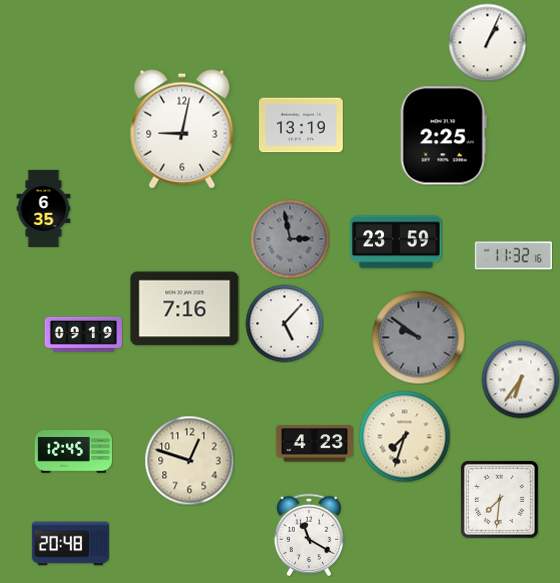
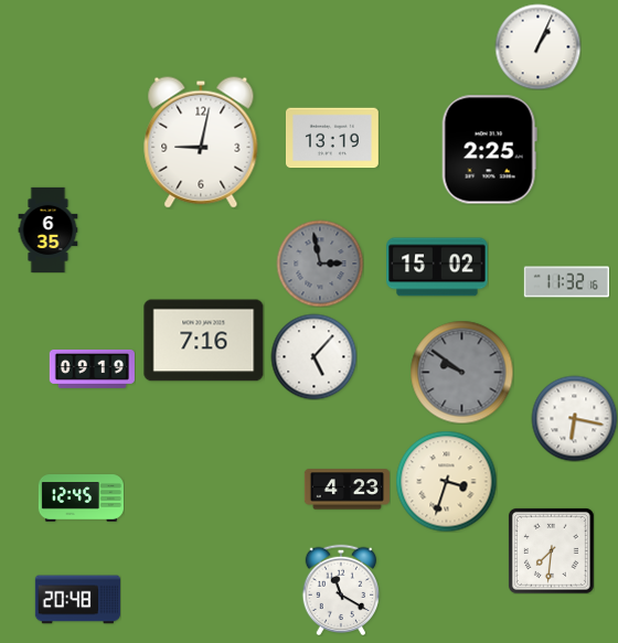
clock at (396, 242): 23:59 -> 15:02
clock at (520, 379): 6:36 -> 6:17
clock at (404, 436): 7:33 -> 3:33
clock at (189, 460): 12:48 -> none
